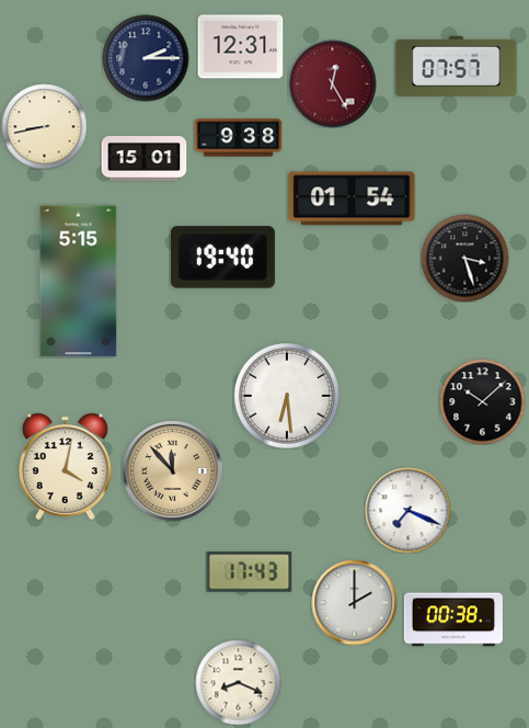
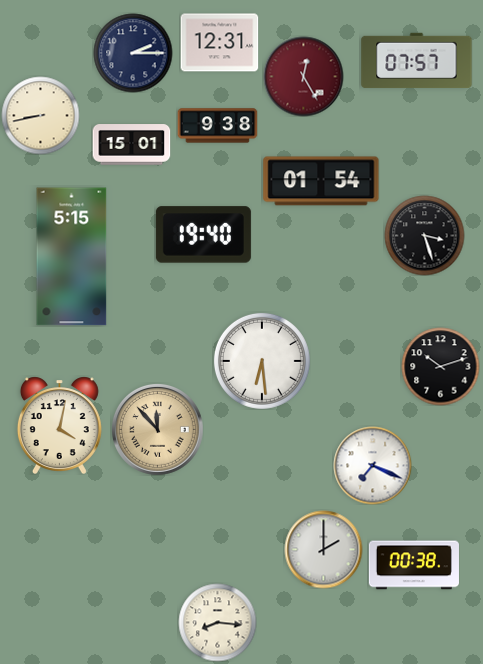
clock at (482, 401): 10:08 -> 10:12
clock at (249, 572): 17:43 -> none
clock at (238, 682): 8:19 -> 8:16
